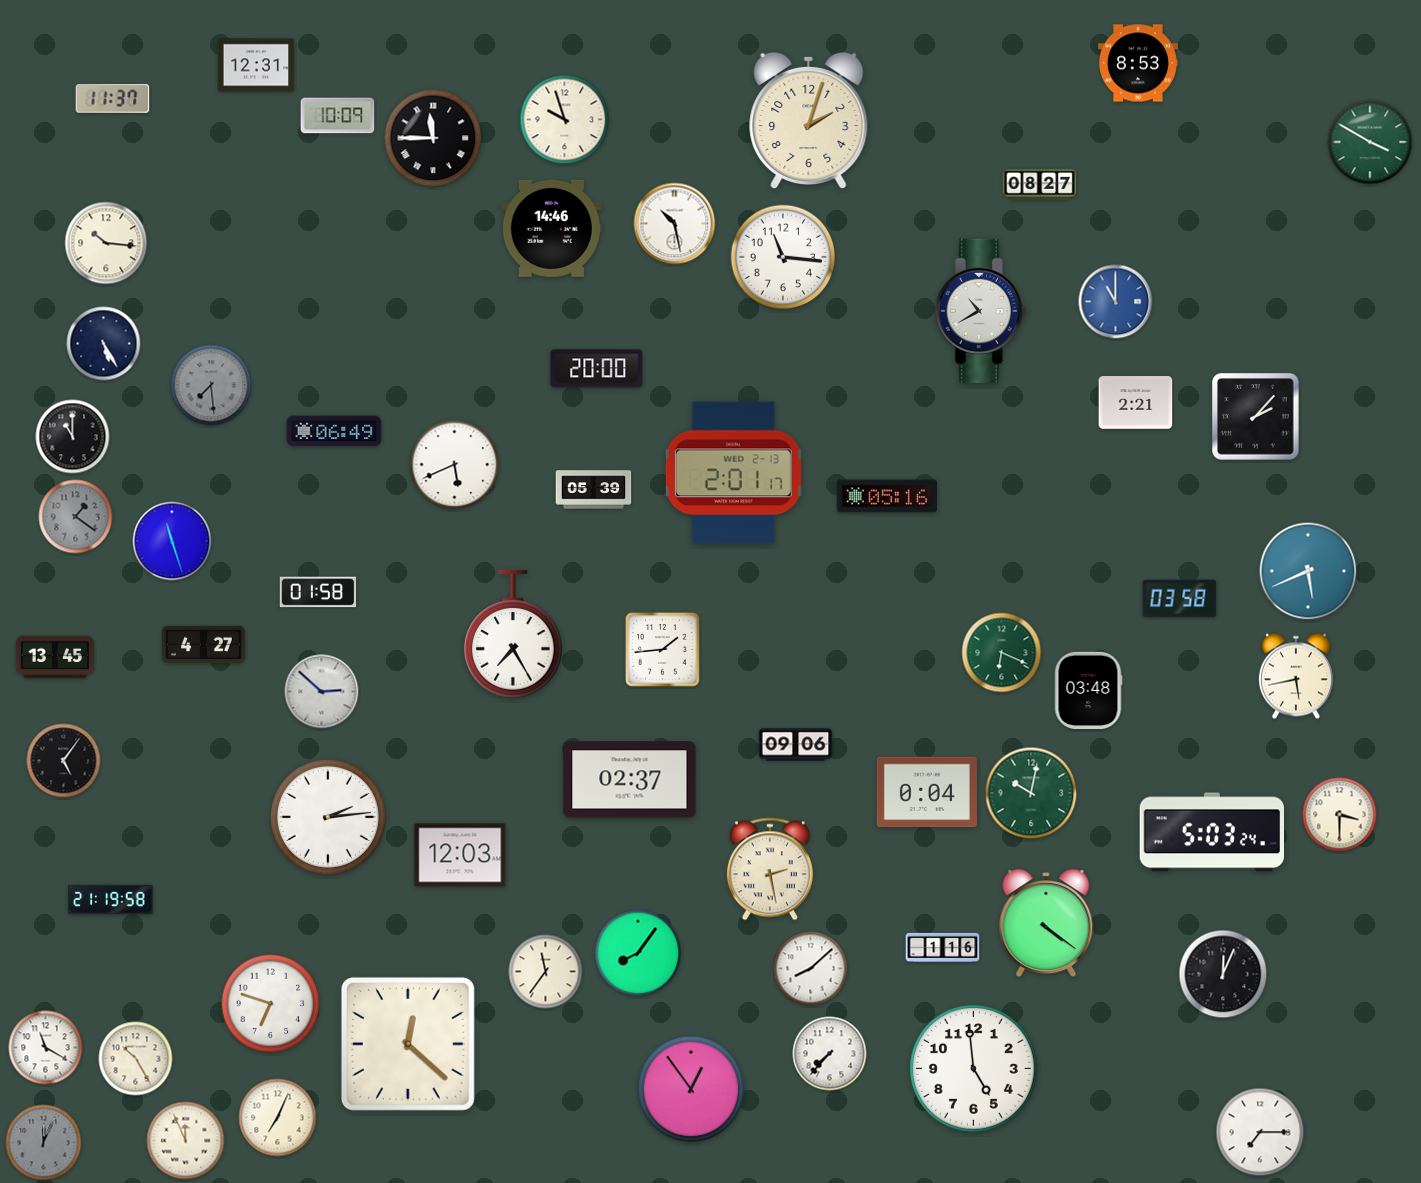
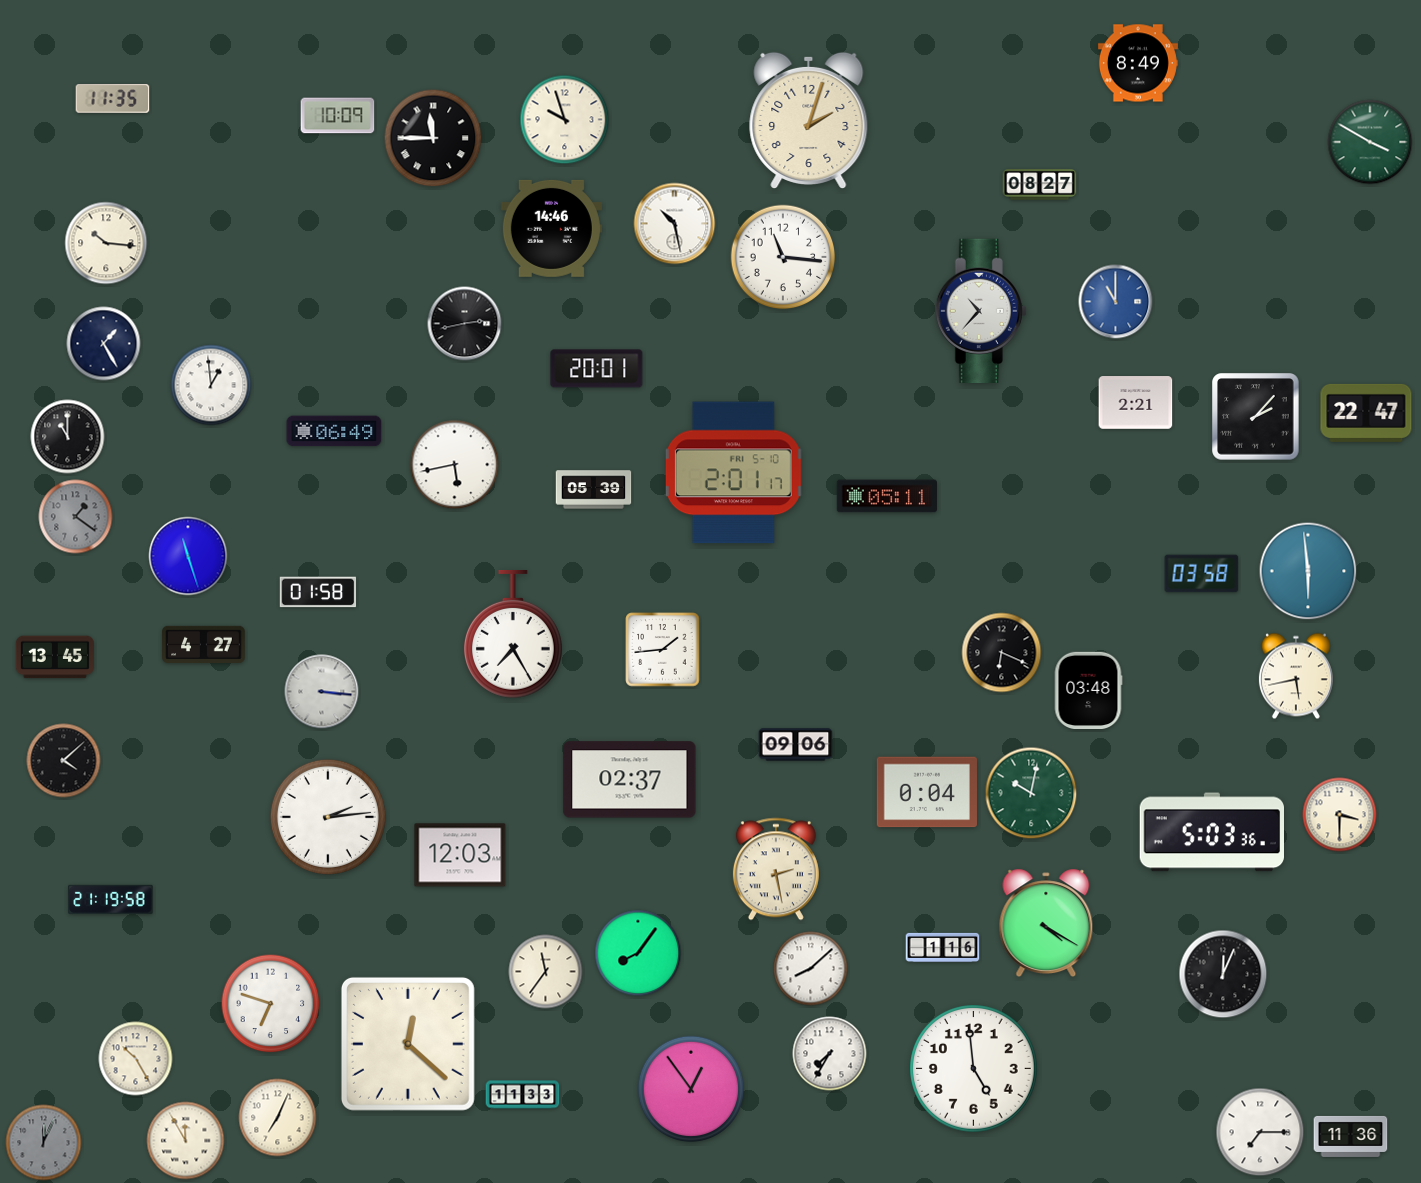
clock at (1138, 63): 8:53 -> 8:49
clock at (256, 65): 12:31 -> none
clock at (113, 99): 11:37 -> 11:35
clock at (980, 311): 10:40 -> 10:37
clock at (465, 324): none -> 2:43
clock at (104, 344): 5:25 -> 1:25
clock at (597, 369): 20:00 -> 20:01
clock at (211, 385): 7:29 -> 12:59
clock at (211, 385) dial: grey -> white
clock at (1366, 413): none -> 22:47
clock at (73, 437) position: (73, 437) -> (68, 437)
clock at (455, 465): 5:41 -> 5:43
clock at (733, 473) date: WED 2-13 -> FRI 5-10
clock at (886, 496): 05:16 -> 05:11
clock at (172, 541) position: (172, 541) -> (188, 556)
clock at (1308, 571): 5:41 -> 5:59
clock at (1180, 599) position: (1180, 599) -> (1202, 574)
clock at (1002, 653) dial: green -> black
clock at (322, 692): 2:52 -> 3:16
clock at (64, 761): 5:06 -> 4:08
clock at (1211, 832): 5:03:24 -> 5:03:36
clock at (770, 869) position: (770, 869) -> (776, 869)
clock at (1046, 923): 4:21 -> 4:20
clock at (46, 1048): 11:20 -> none
clock at (830, 1054): 7:37 -> 7:35
clock at (523, 1095): none -> 11:33
clock at (1351, 1136): none -> 11:36
clock at (186, 1141): 11:56 -> 11:55
